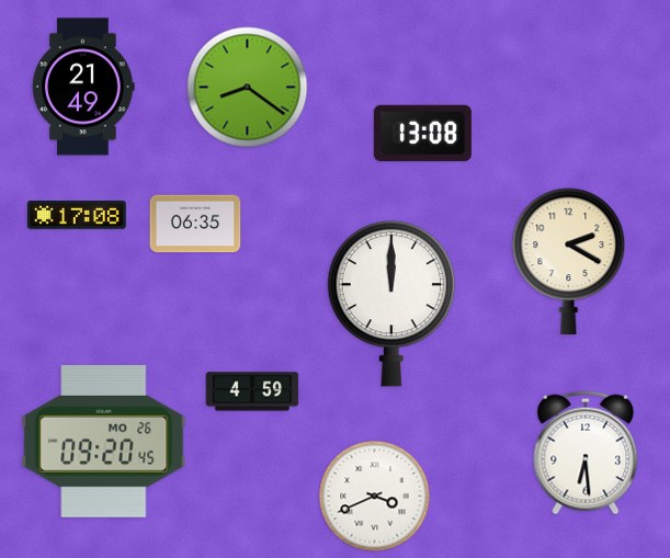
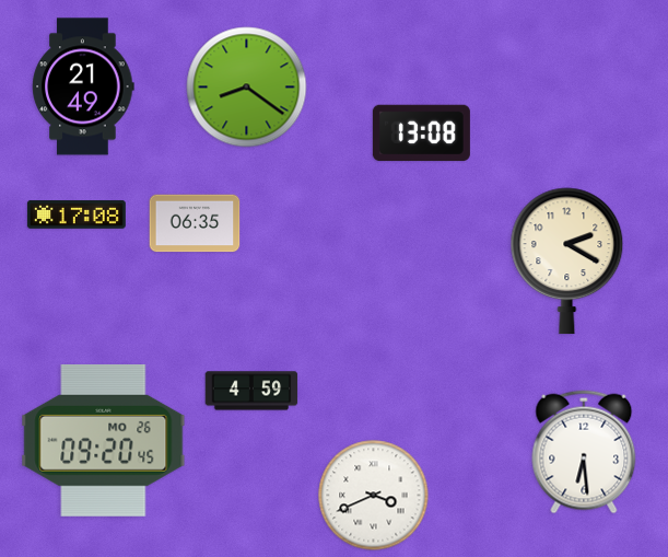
clock at (390, 304): 12:00 -> none
